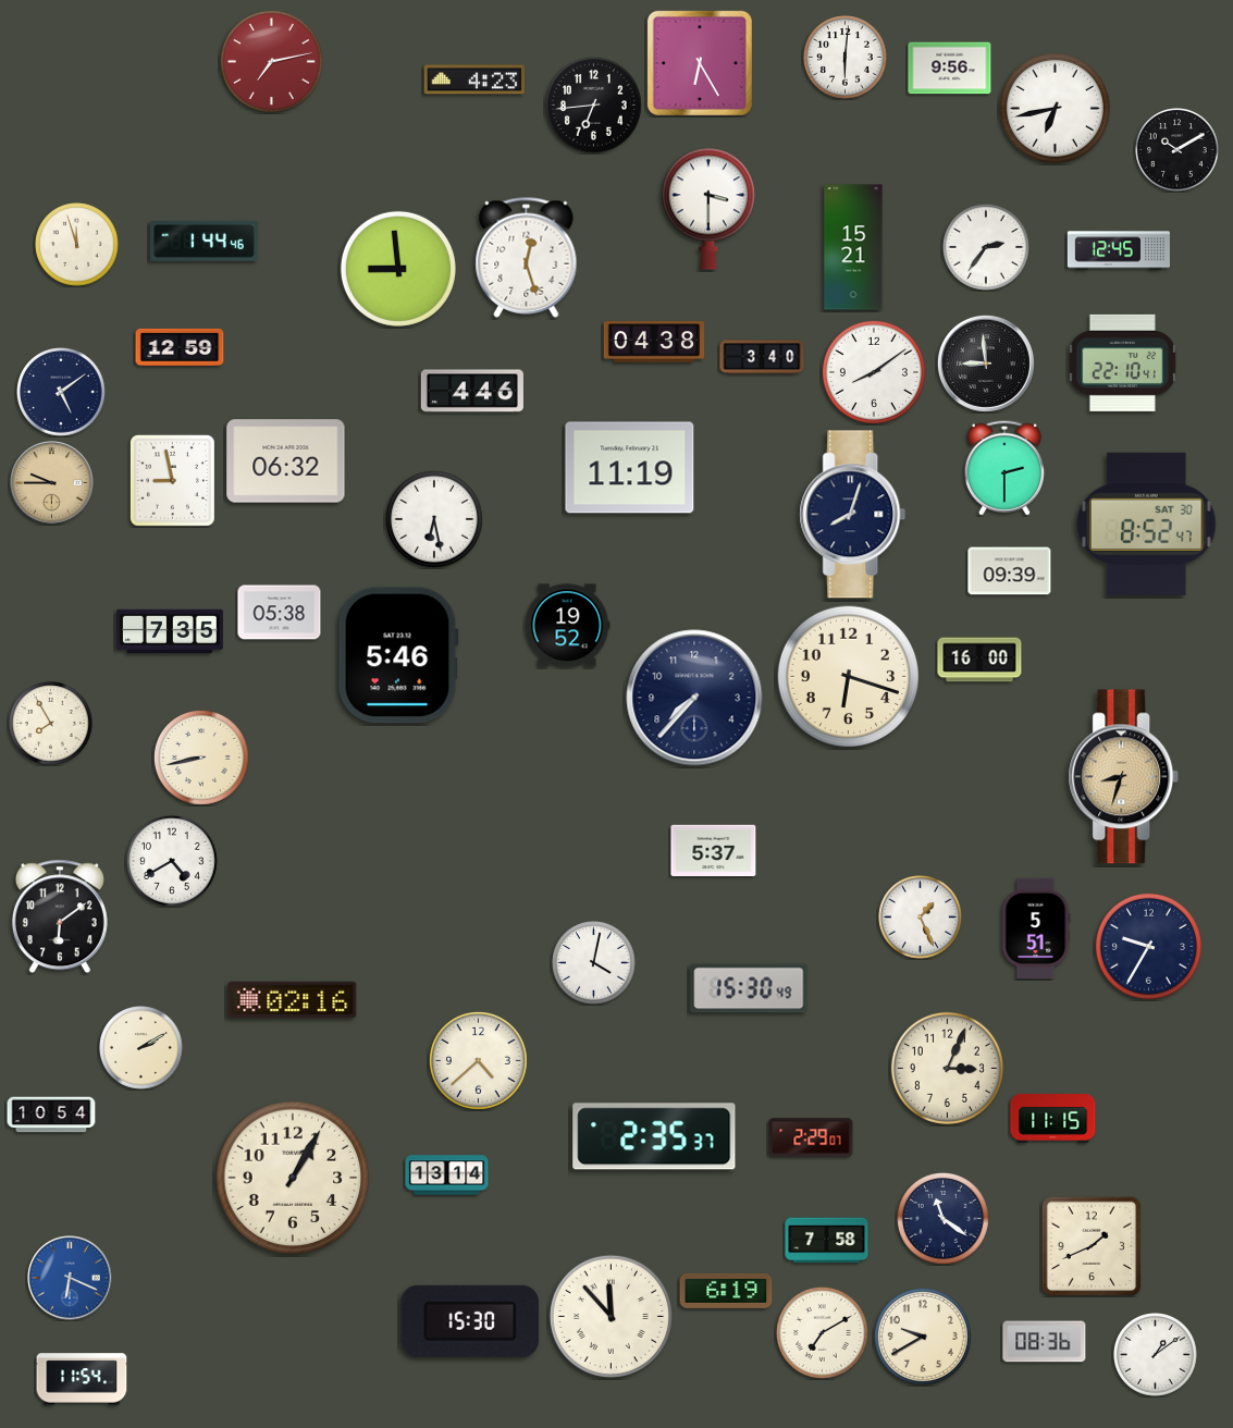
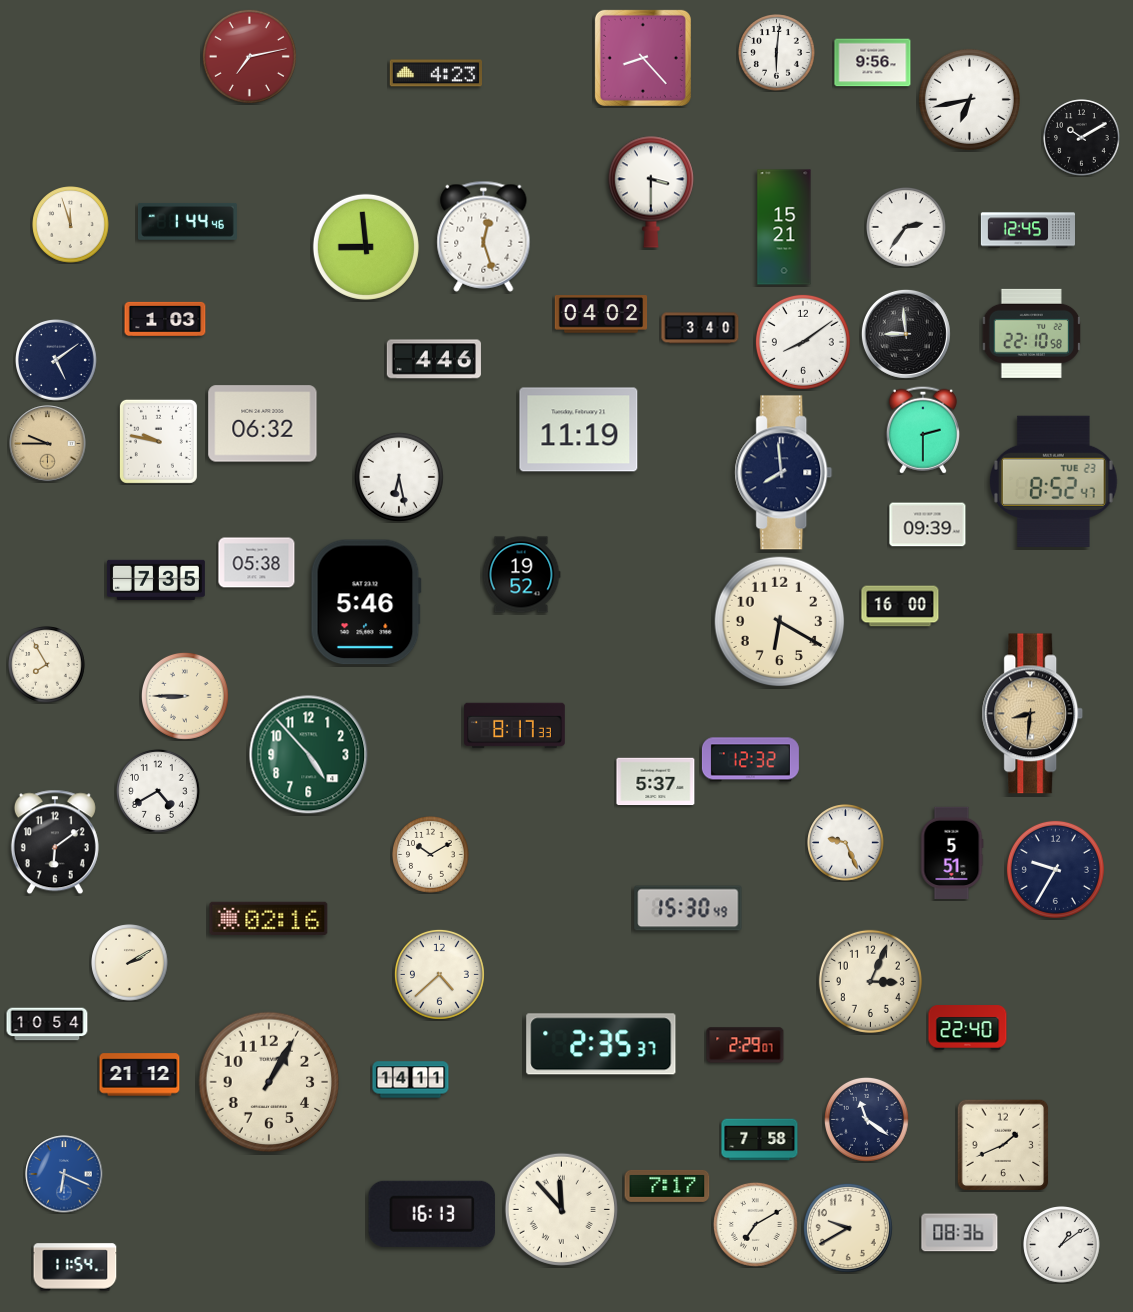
clock at (700, 63): 6:25 -> 8:23
clock at (593, 104): 6:44 -> none
clock at (654, 342): 04:38 -> 04:02
clock at (180, 347): 12:59 -> 1:03
clock at (1122, 362): 22:10:41 -> 22:10:58
clock at (172, 480): 8:58 -> 9:47
clock at (853, 515): 8:03 -> 7:59
clock at (1147, 524) date: SAT 30 -> TUE 23
clock at (849, 677): 6:18 -> 6:20
clock at (694, 698): 7:37 -> none
clock at (201, 758): 8:43 -> 8:45
clock at (1124, 777): 8:33 -> 8:31
clock at (515, 726): none -> 8:17
clock at (309, 755): none -> 4:53
clock at (750, 760): none -> 12:32
clock at (921, 918): 1:26 -> 9:26
clock at (431, 855): none -> 10:10
clock at (594, 963): 4:02 -> none
clock at (1053, 1119): 11:15 -> 22:40
clock at (140, 1075): none -> 21:12
clock at (447, 1175): 13:14 -> 14:11
clock at (726, 1291): 6:19 -> 7:17
clock at (470, 1321): 15:30 -> 16:13
